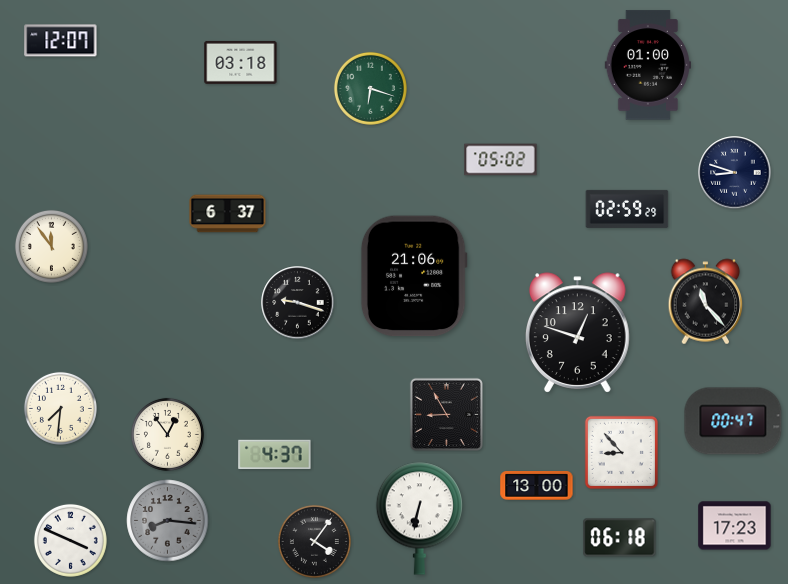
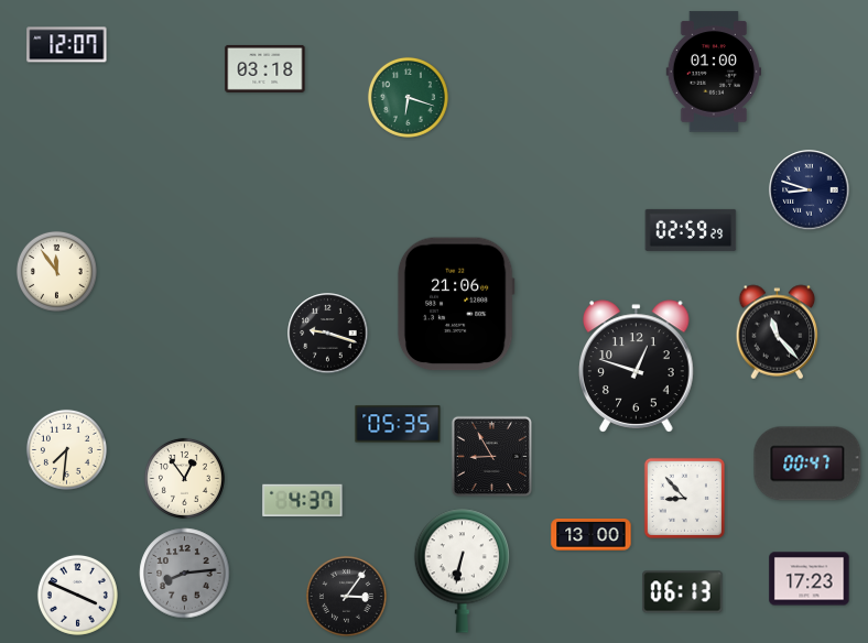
clock at (501, 160): 05:02 -> none
clock at (228, 214): 6:37 -> none
clock at (398, 424): none -> 05:35
clock at (168, 521): 8:16 -> 8:14
clock at (620, 538): 06:18 -> 06:13
clock at (314, 541): 4:06 -> 3:06
